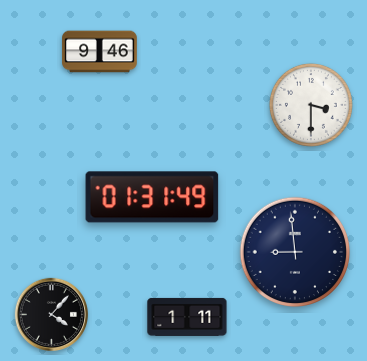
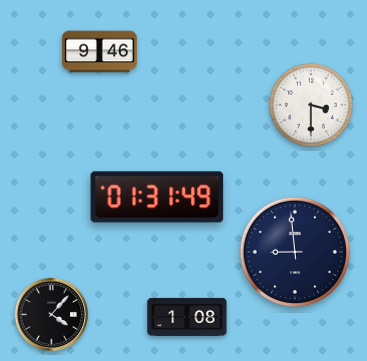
clock at (152, 197) position: (152, 197) -> (157, 197)
clock at (187, 317): 1:11 -> 1:08
